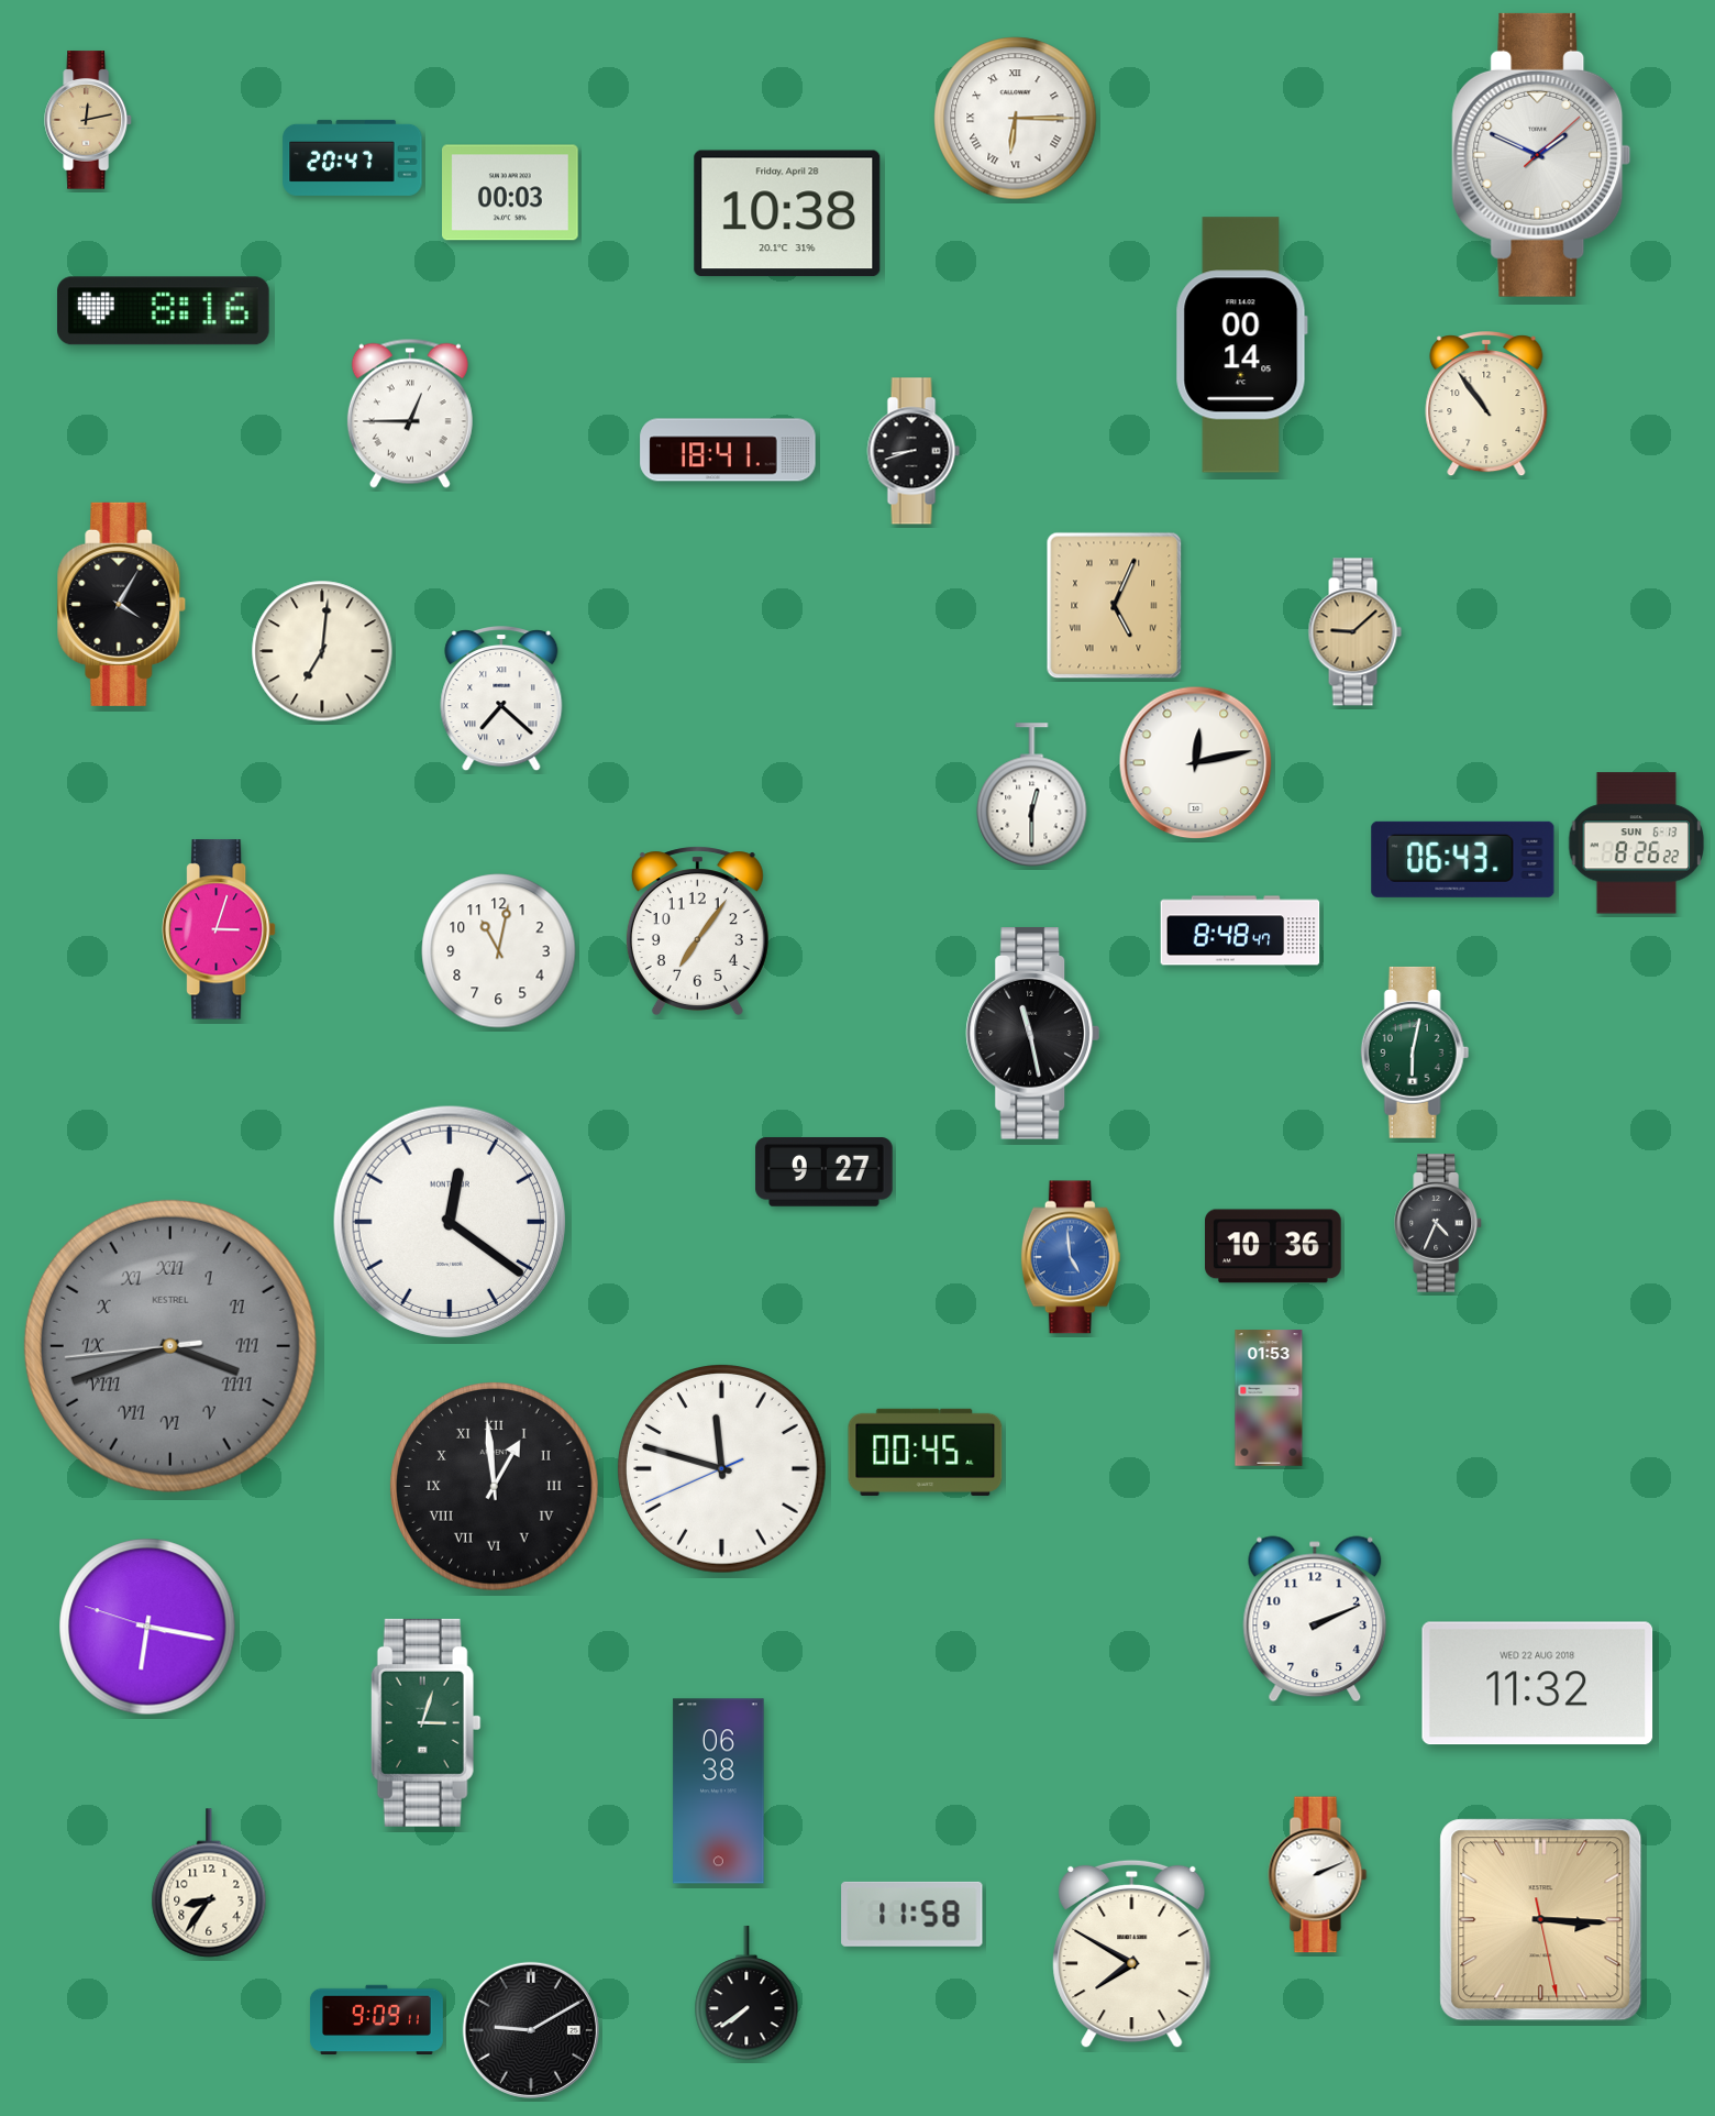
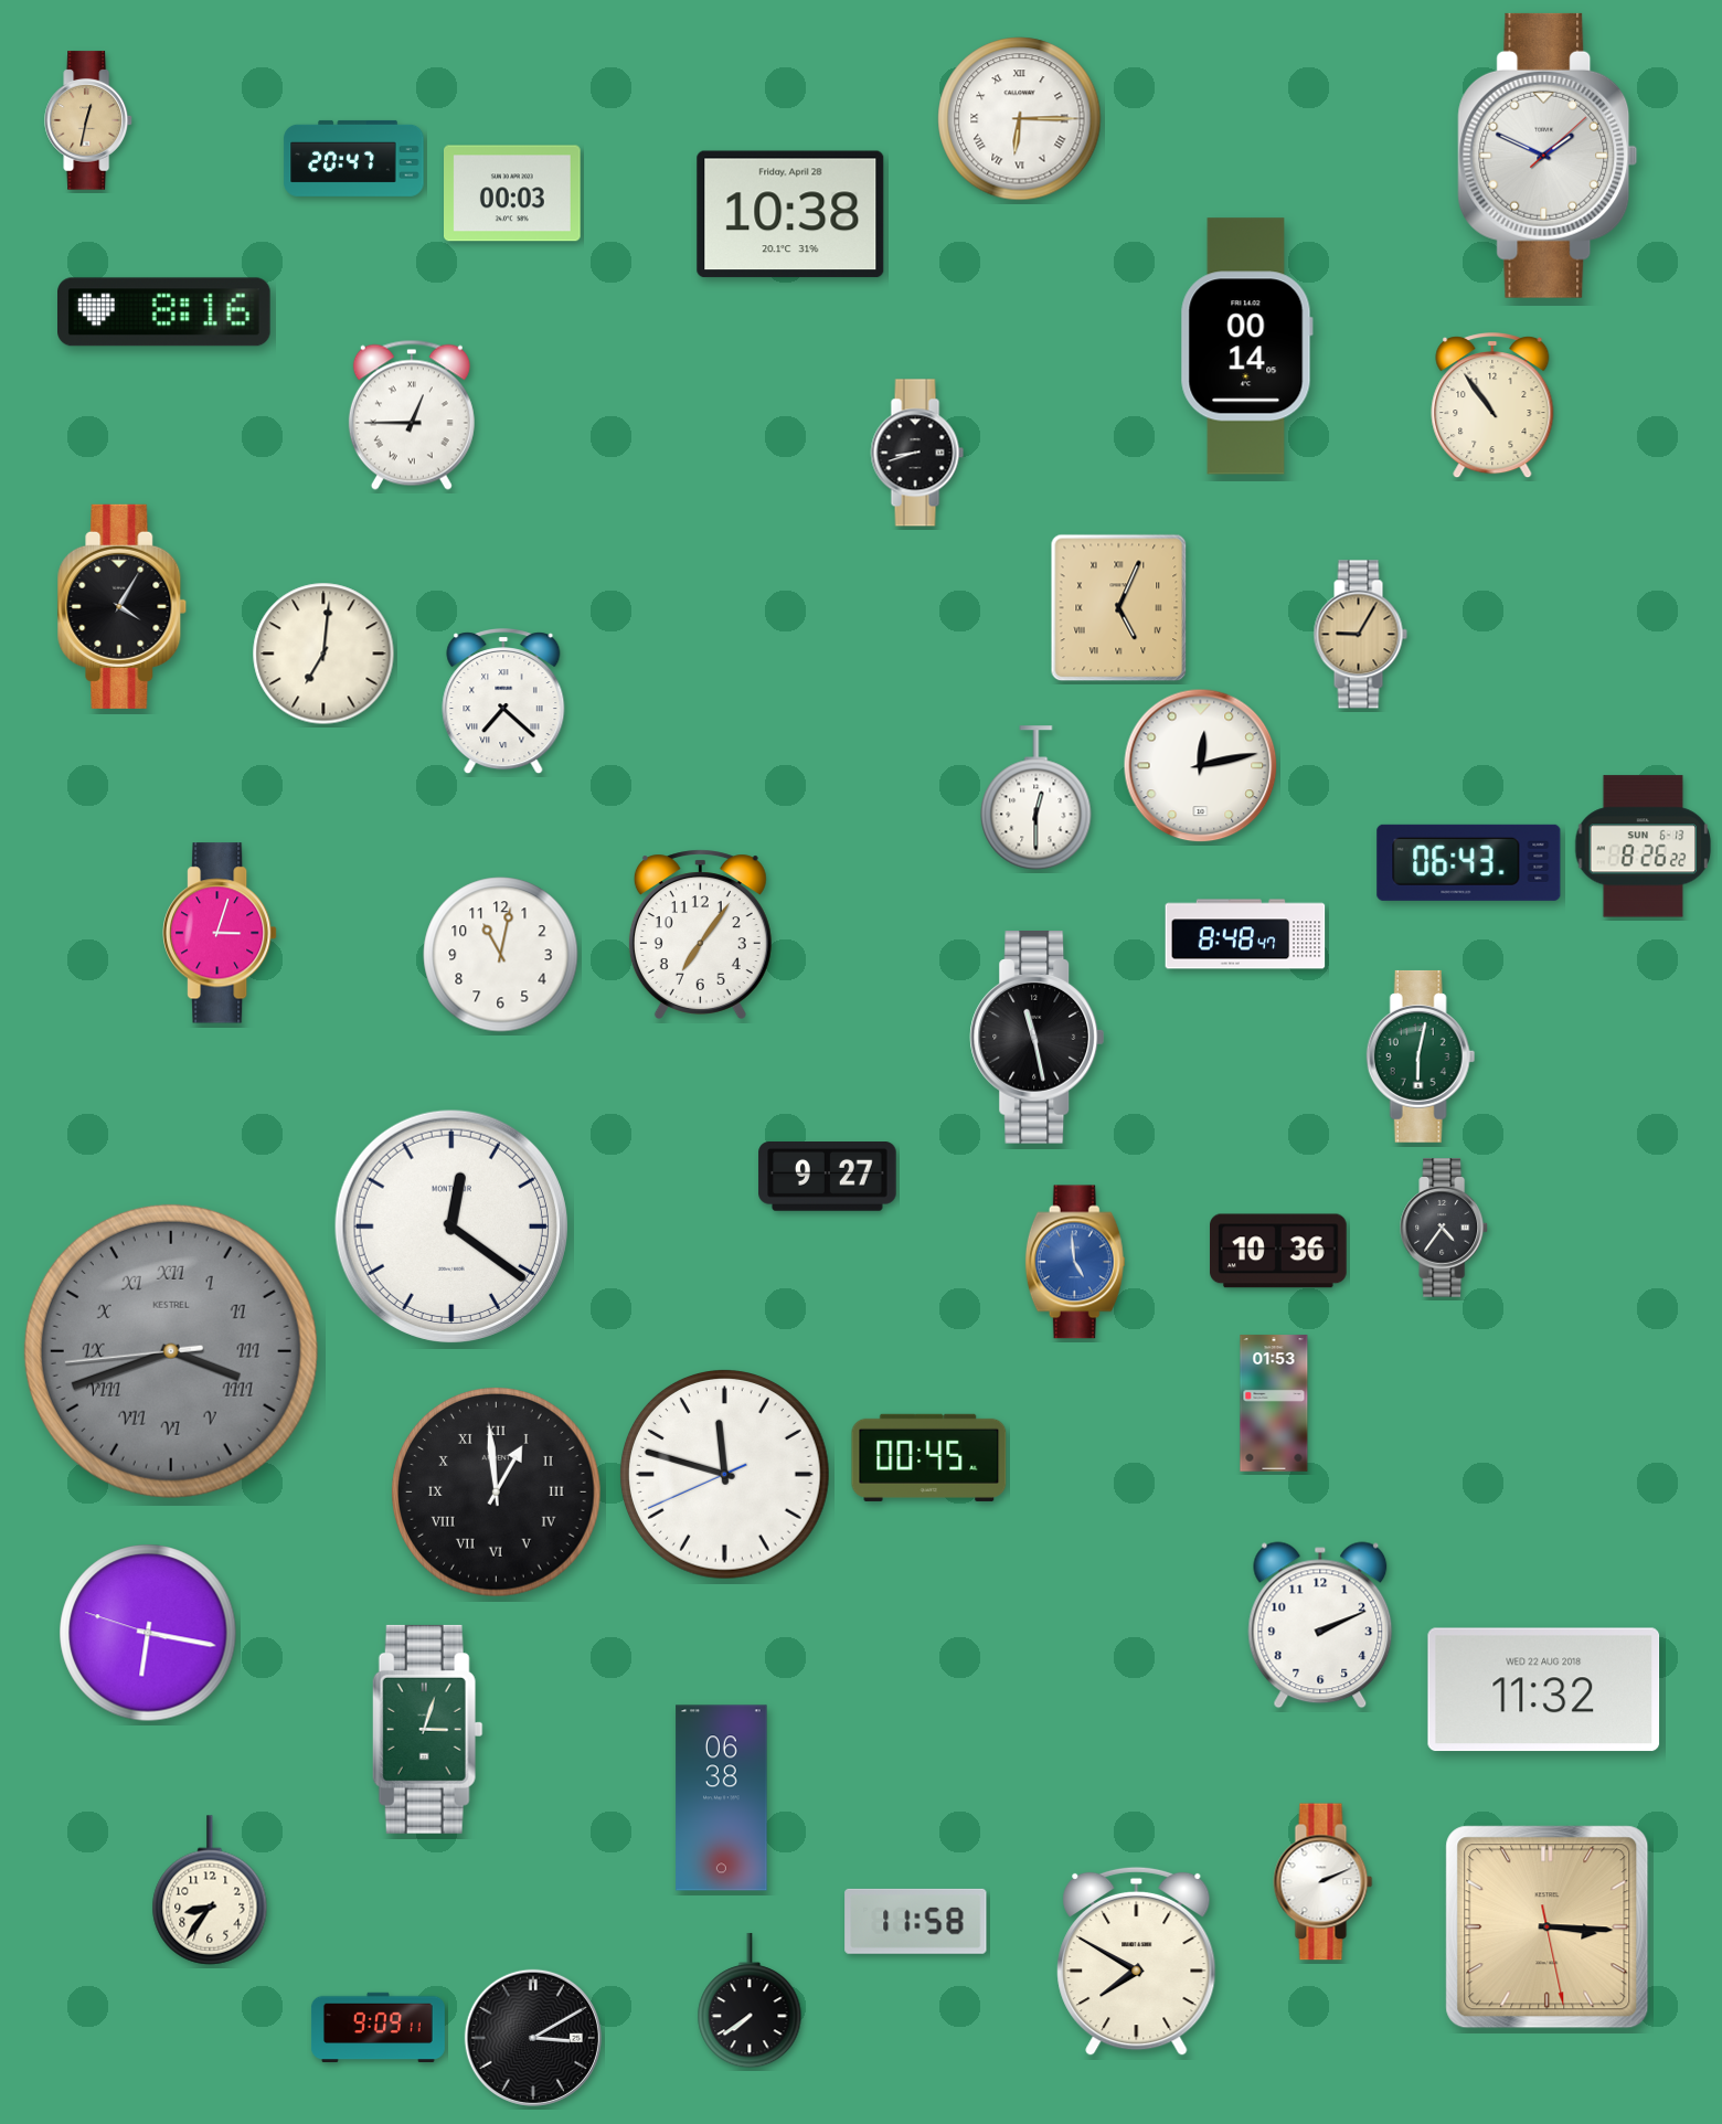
clock at (88, 120): 12:13 -> 12:32
clock at (728, 450): 18:41 -> none
clock at (1354, 632): 9:08 -> 9:05
clock at (1438, 1223): 4:34 -> 4:36
clock at (531, 2030): 9:10 -> 3:10
